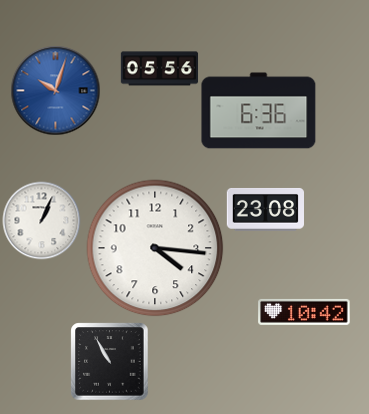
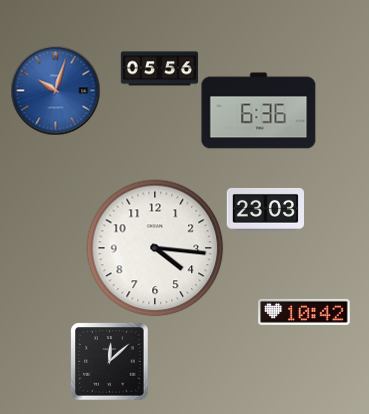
clock at (265, 209): 23:08 -> 23:03
clock at (41, 220): 1:04 -> none
clock at (109, 361): 10:55 -> 12:08
